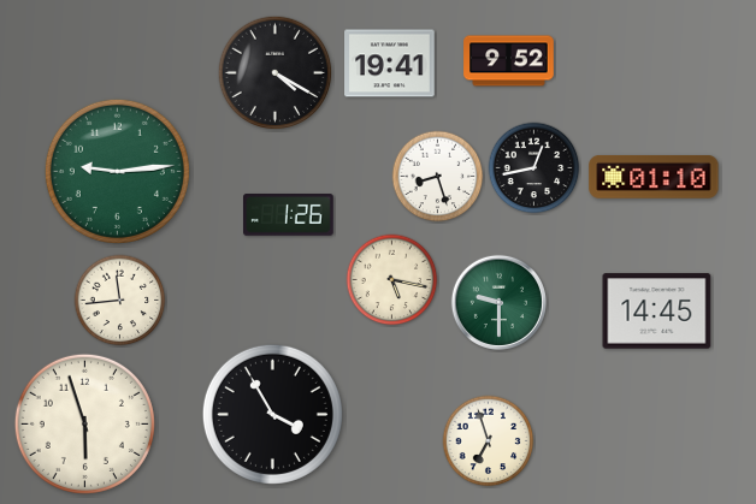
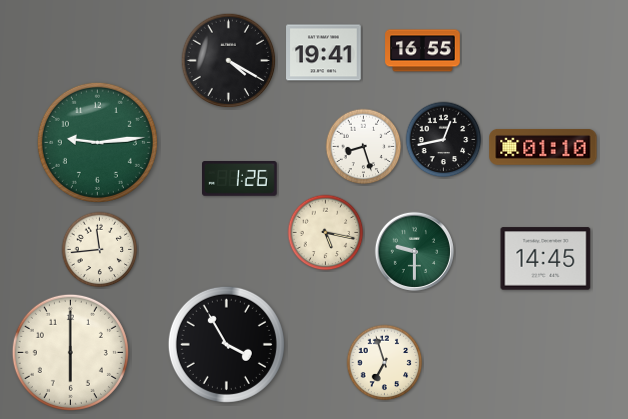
clock at (509, 61): 9:52 -> 16:55
clock at (84, 423): 5:57 -> 6:00
clock at (489, 441) position: (489, 441) -> (385, 363)
